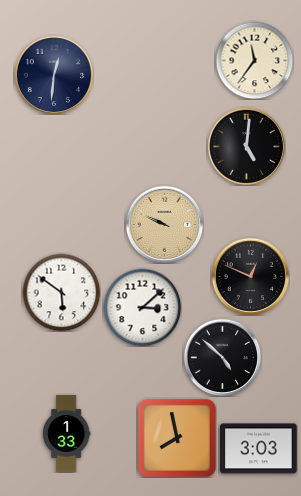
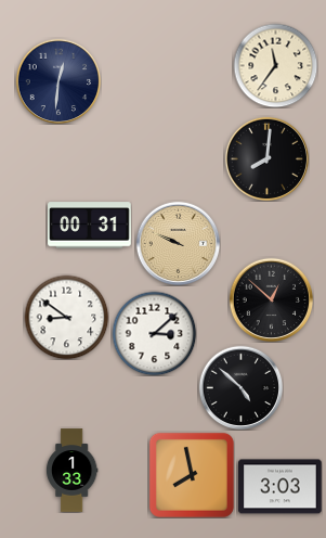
clock at (246, 146): 5:01 -> 8:01
clock at (90, 226): none -> 00:31
clock at (250, 276): 12:49 -> 12:52
clock at (61, 292): 5:51 -> 8:51
